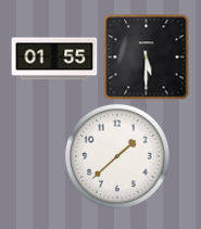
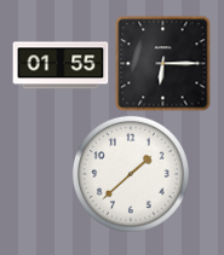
clock at (146, 56): 5:30 -> 6:15
